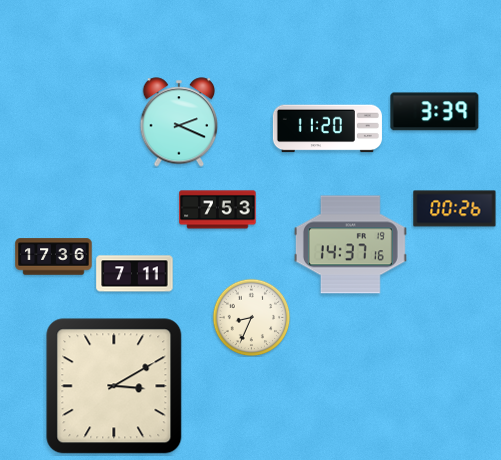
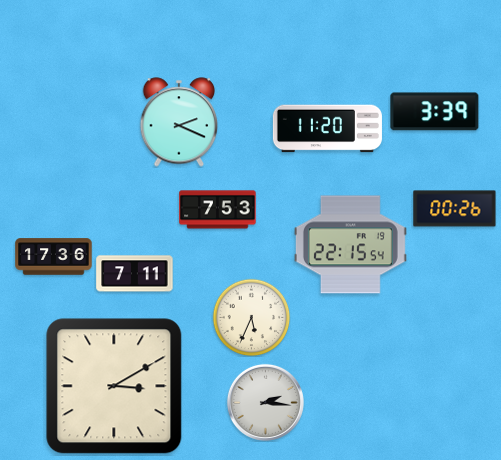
clock at (350, 245): 14:37 -> 22:15
clock at (251, 317): 8:34 -> 5:34
clock at (265, 402): none -> 2:16
